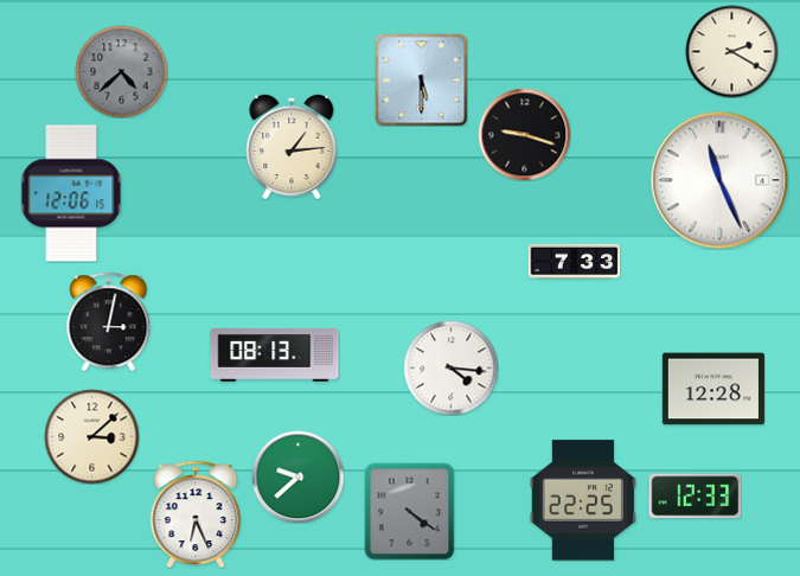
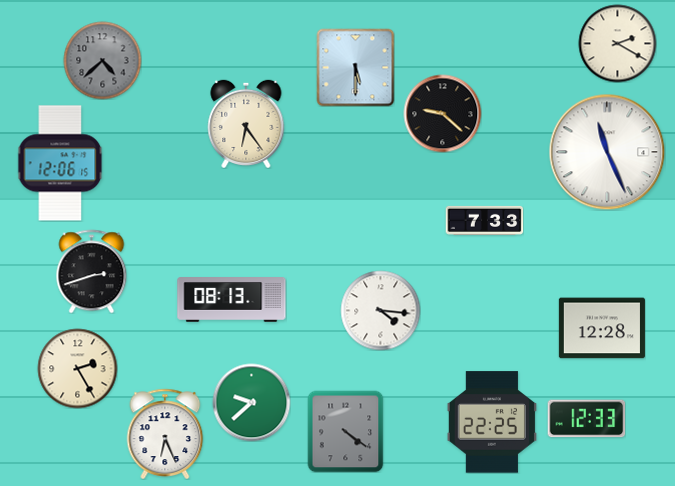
clock at (524, 134): 9:18 -> 9:22
clock at (292, 146): 1:14 -> 6:24
clock at (109, 321): 3:02 -> 2:42
clock at (91, 436): 3:08 -> 2:25
